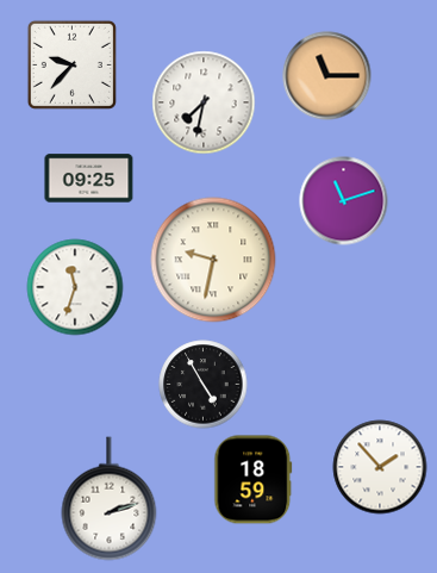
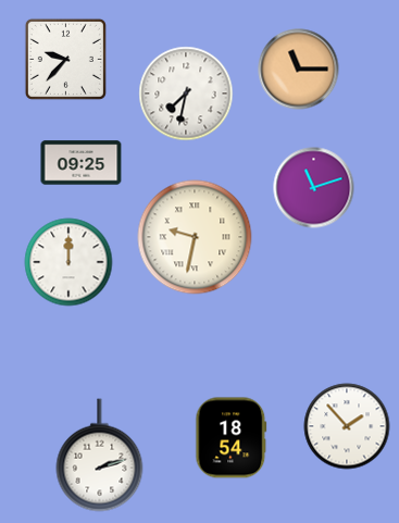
clock at (344, 201) position: (344, 201) -> (314, 188)
clock at (75, 287): 11:33 -> 12:00
clock at (204, 385): 4:55 -> none
clock at (254, 480): 18:59 -> 18:54
